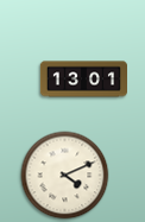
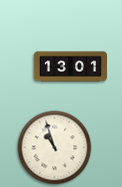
clock at (65, 176): 4:11 -> 10:57
